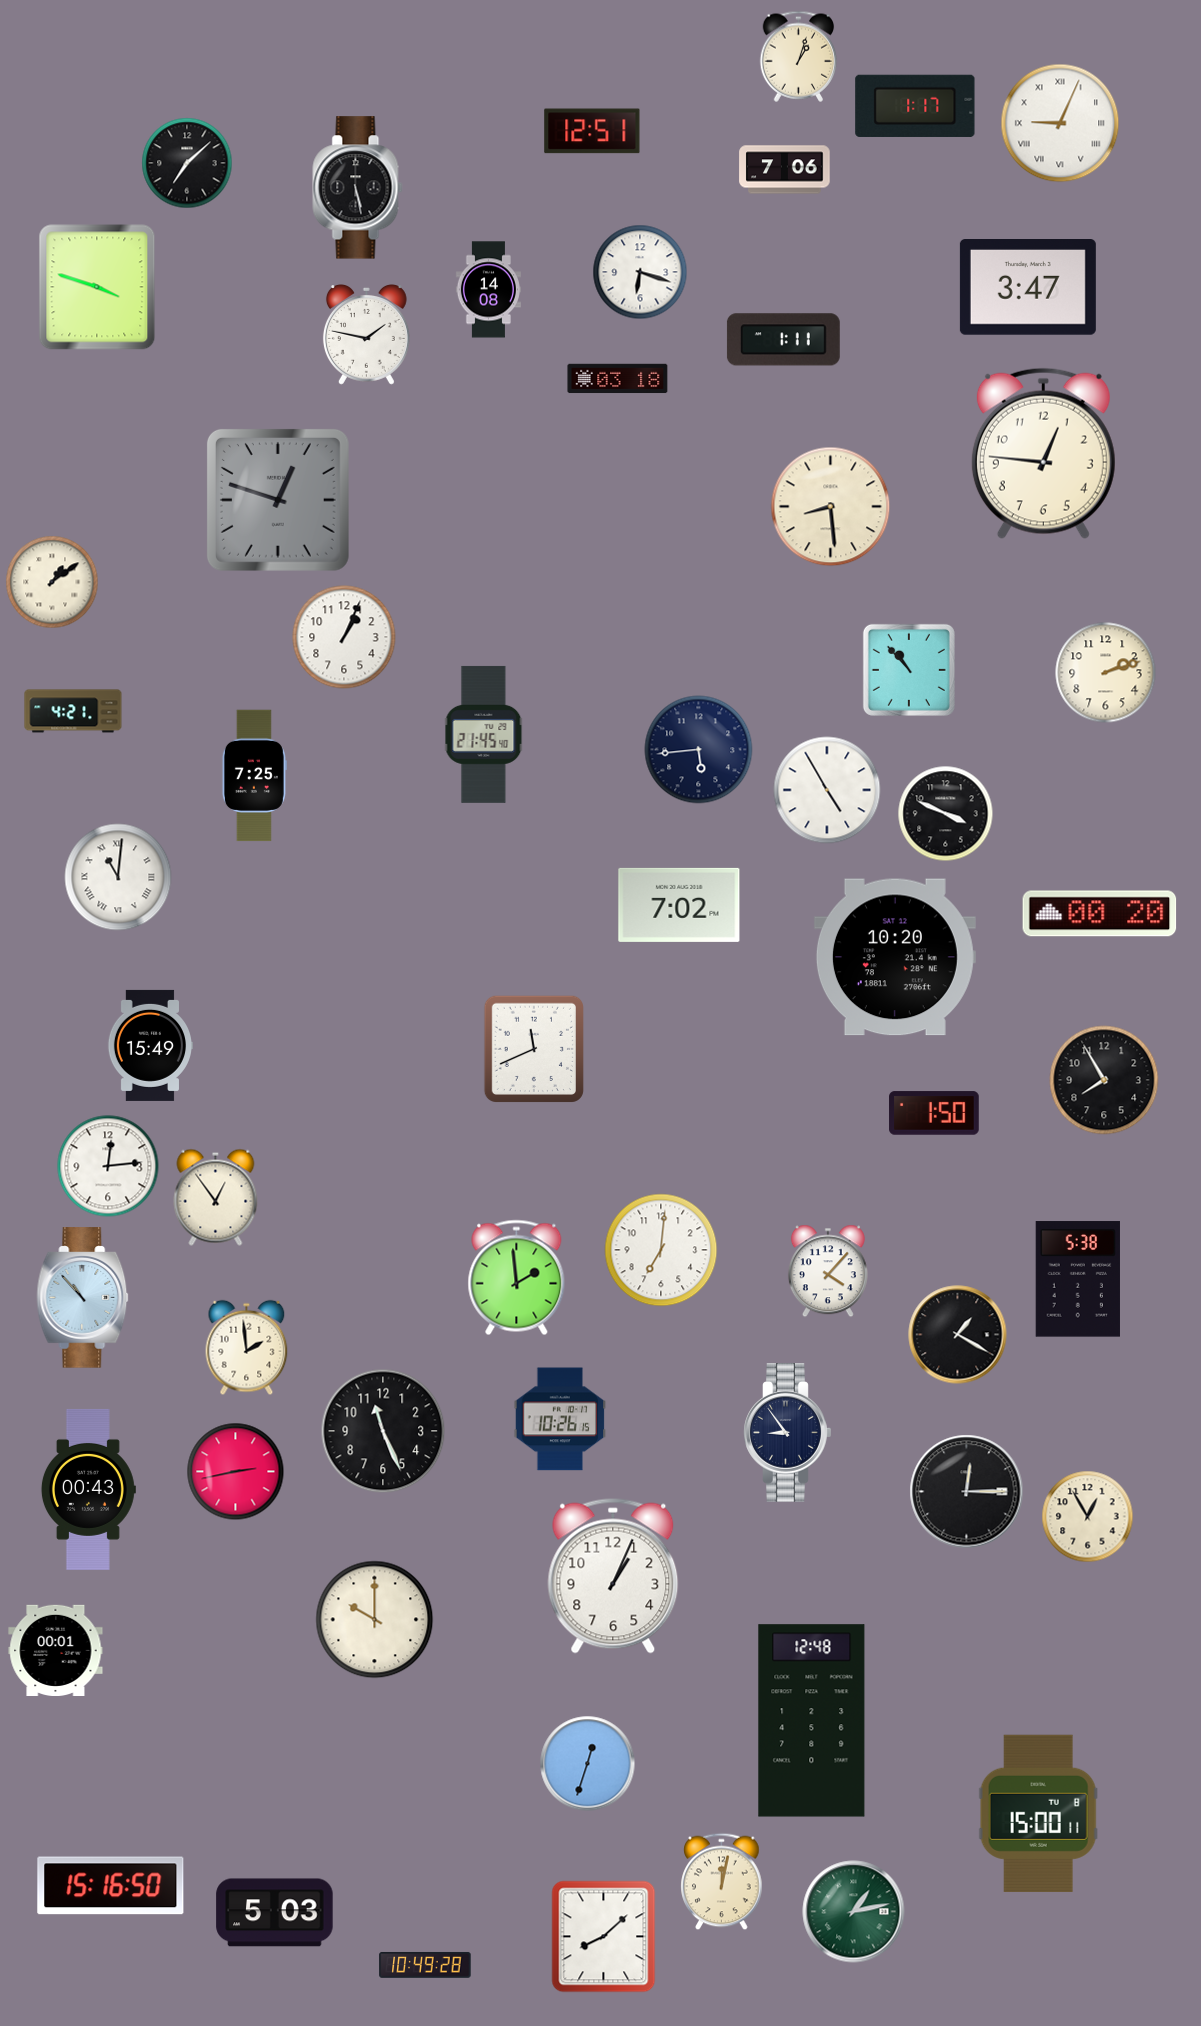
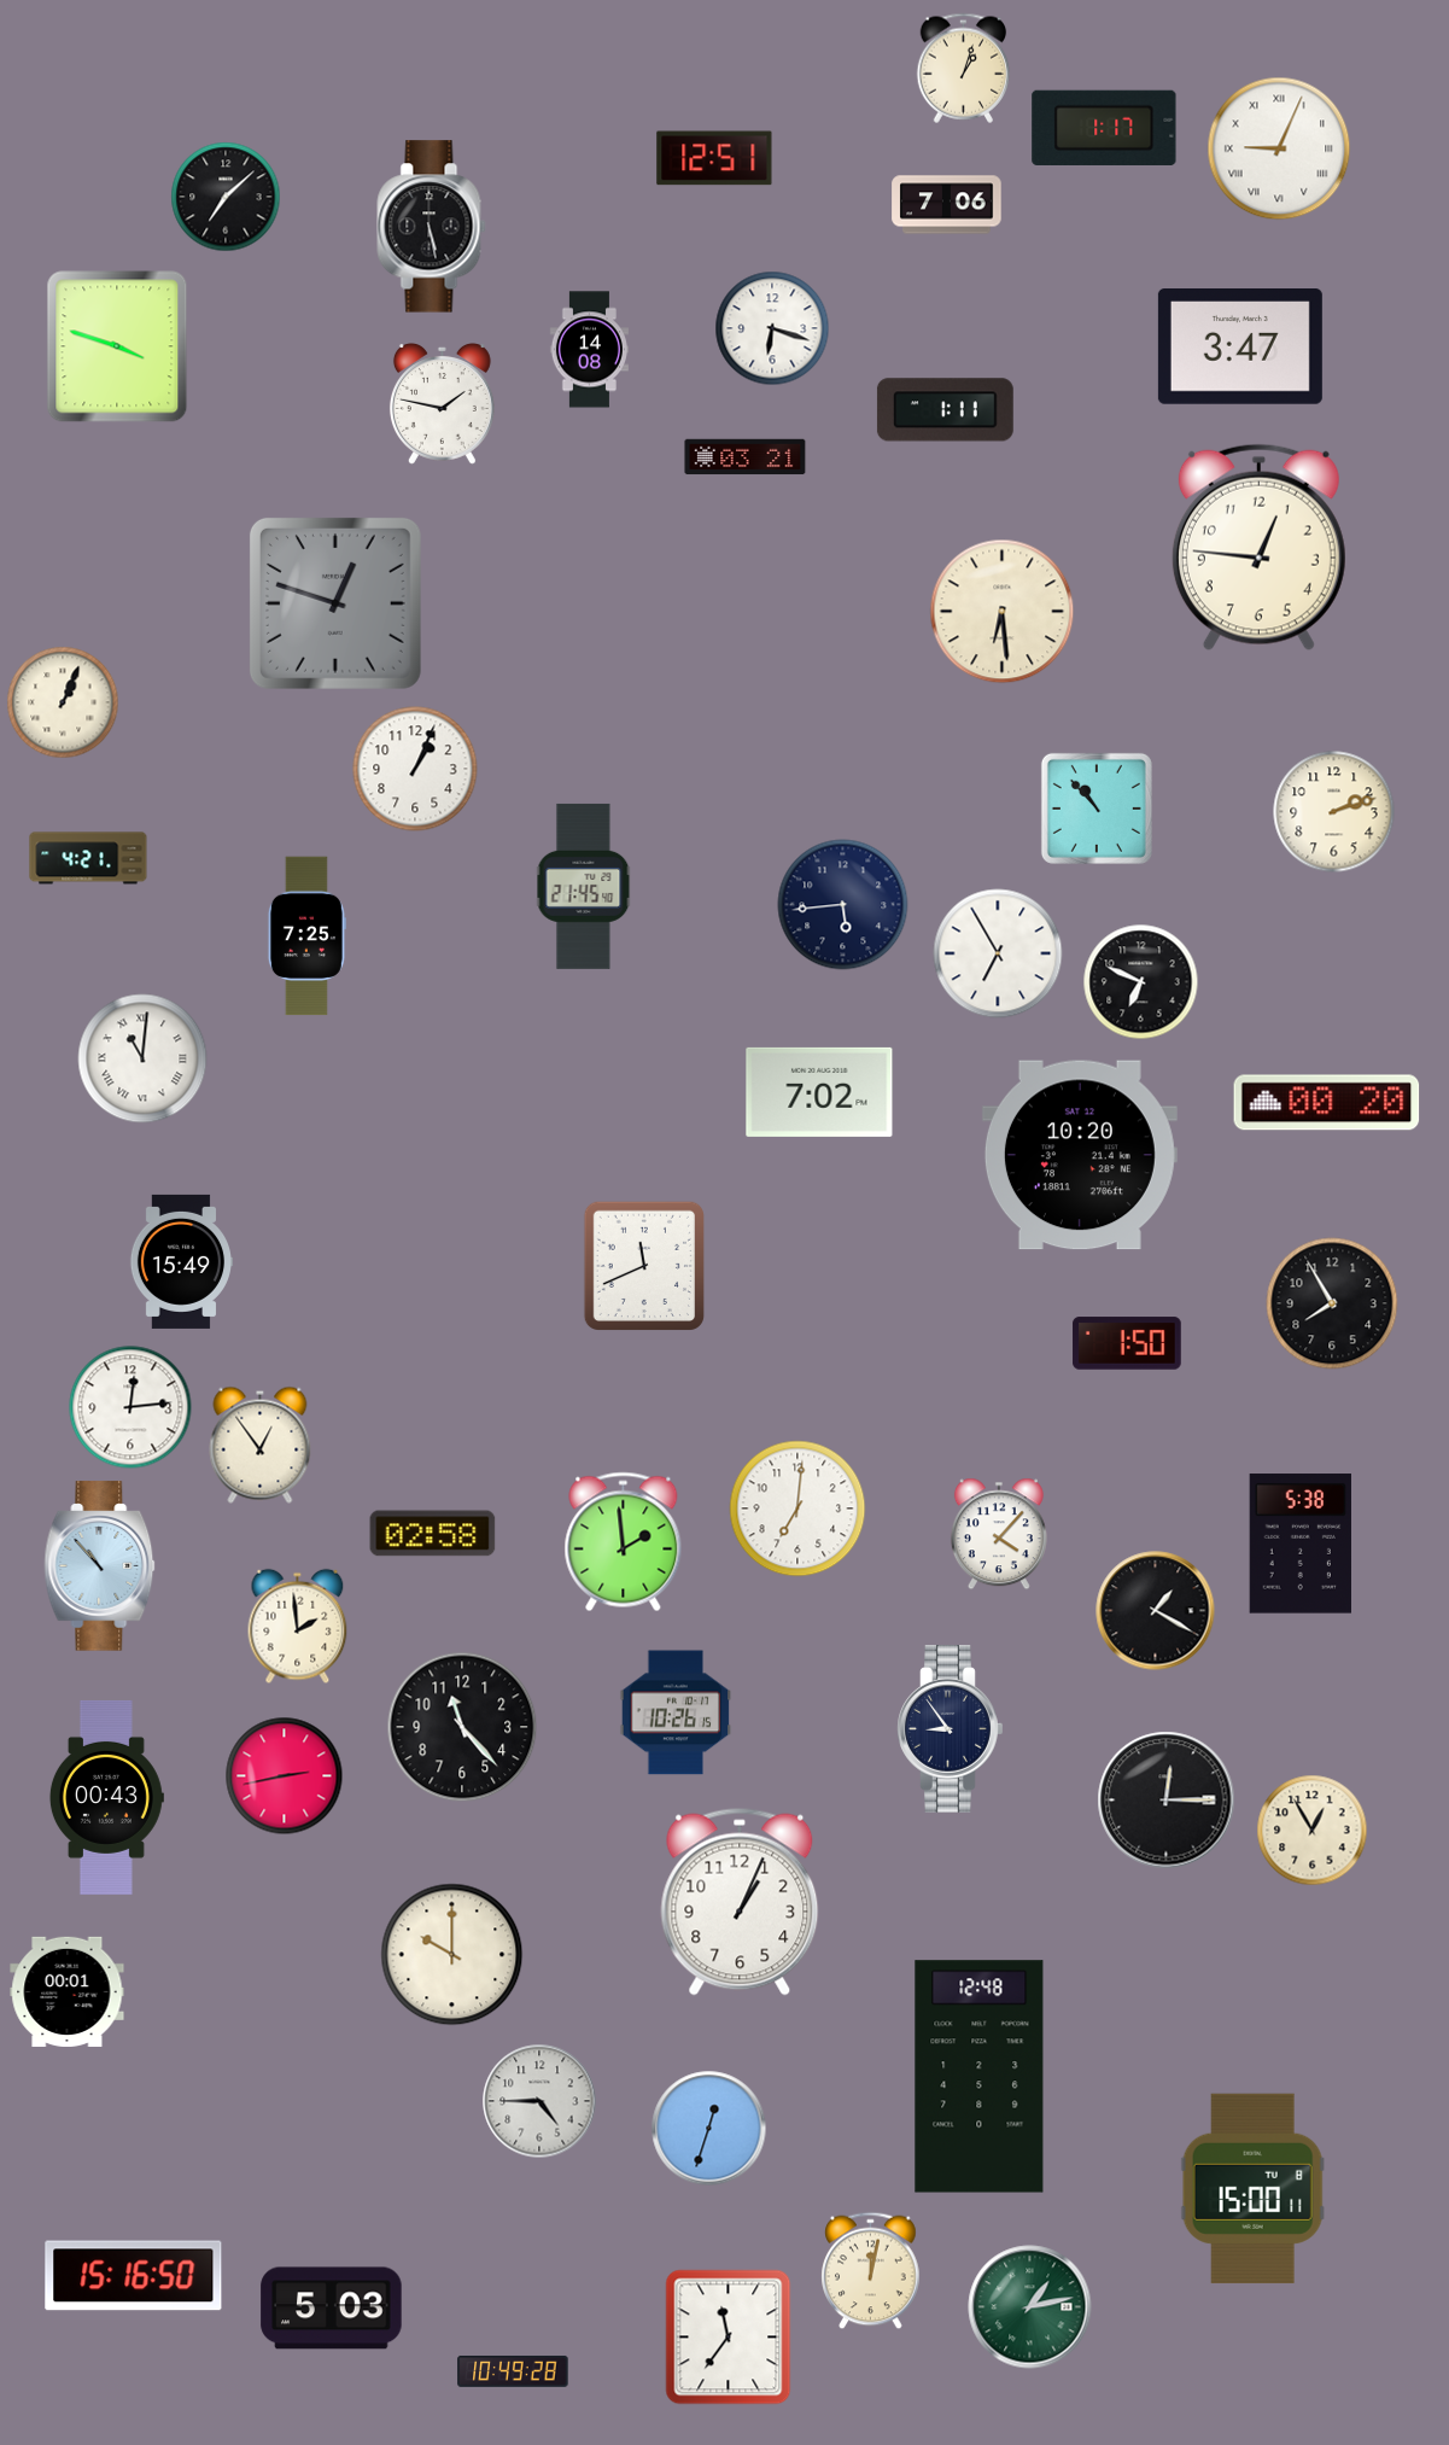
clock at (618, 379): 03:18 -> 03:21
clock at (831, 507): 8:29 -> 6:29
clock at (52, 582): 1:09 -> 1:04
clock at (827, 790): 4:55 -> 6:55
clock at (946, 814): 3:49 -> 6:49
clock at (433, 1534): none -> 02:58
clock at (383, 1431): 11:26 -> 11:23
clock at (539, 2101): none -> 4:45
clock at (604, 1937): 8:08 -> 11:36
